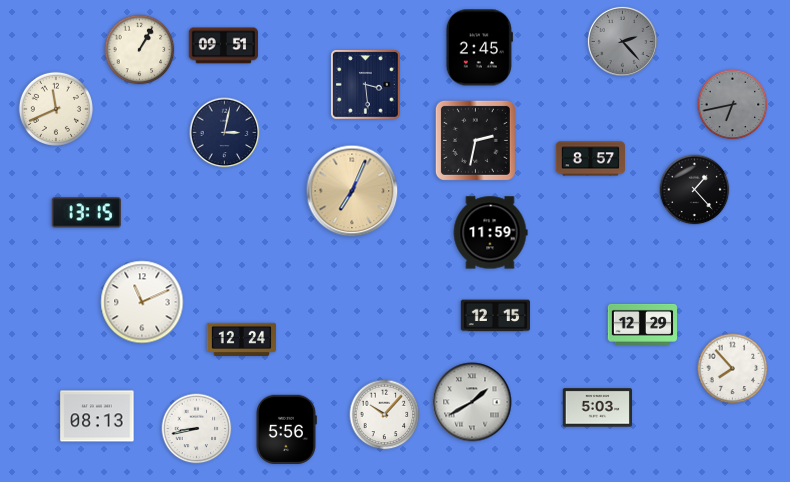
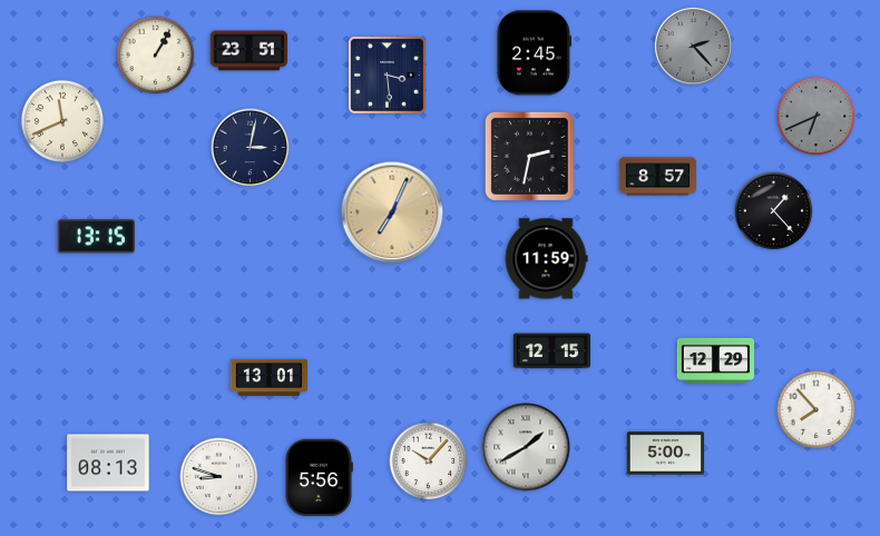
clock at (223, 46): 09:51 -> 23:51
clock at (366, 85) position: (366, 85) -> (388, 76)
clock at (733, 105): 6:43 -> 6:41
clock at (142, 302): 11:11 -> none
clock at (242, 339): 12:24 -> 13:01
clock at (598, 408): 5:03 -> 5:00
clock at (197, 429): 8:43 -> 8:48
